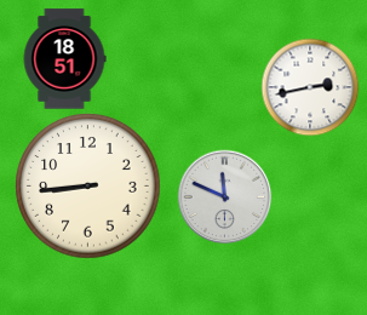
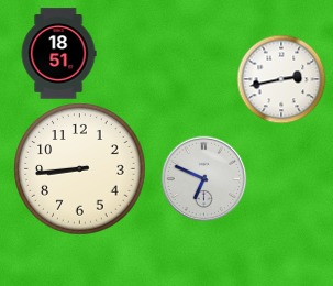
clock at (224, 196): 11:49 -> 6:49
